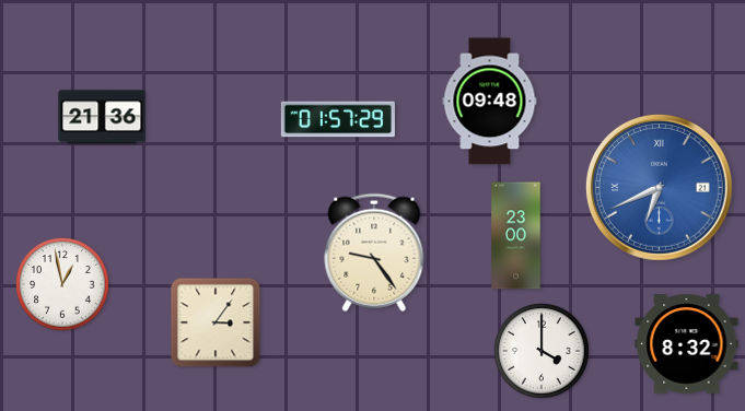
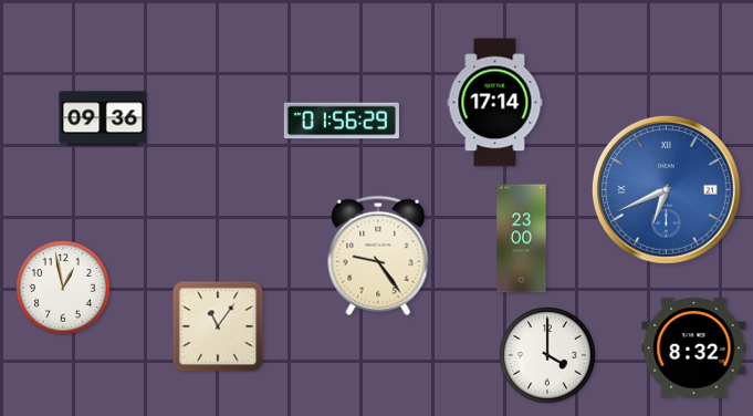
clock at (490, 102): 09:48 -> 17:14
clock at (102, 117): 21:36 -> 09:36
clock at (338, 119): 01:57 -> 01:56
clock at (216, 322): 3:06 -> 11:06
